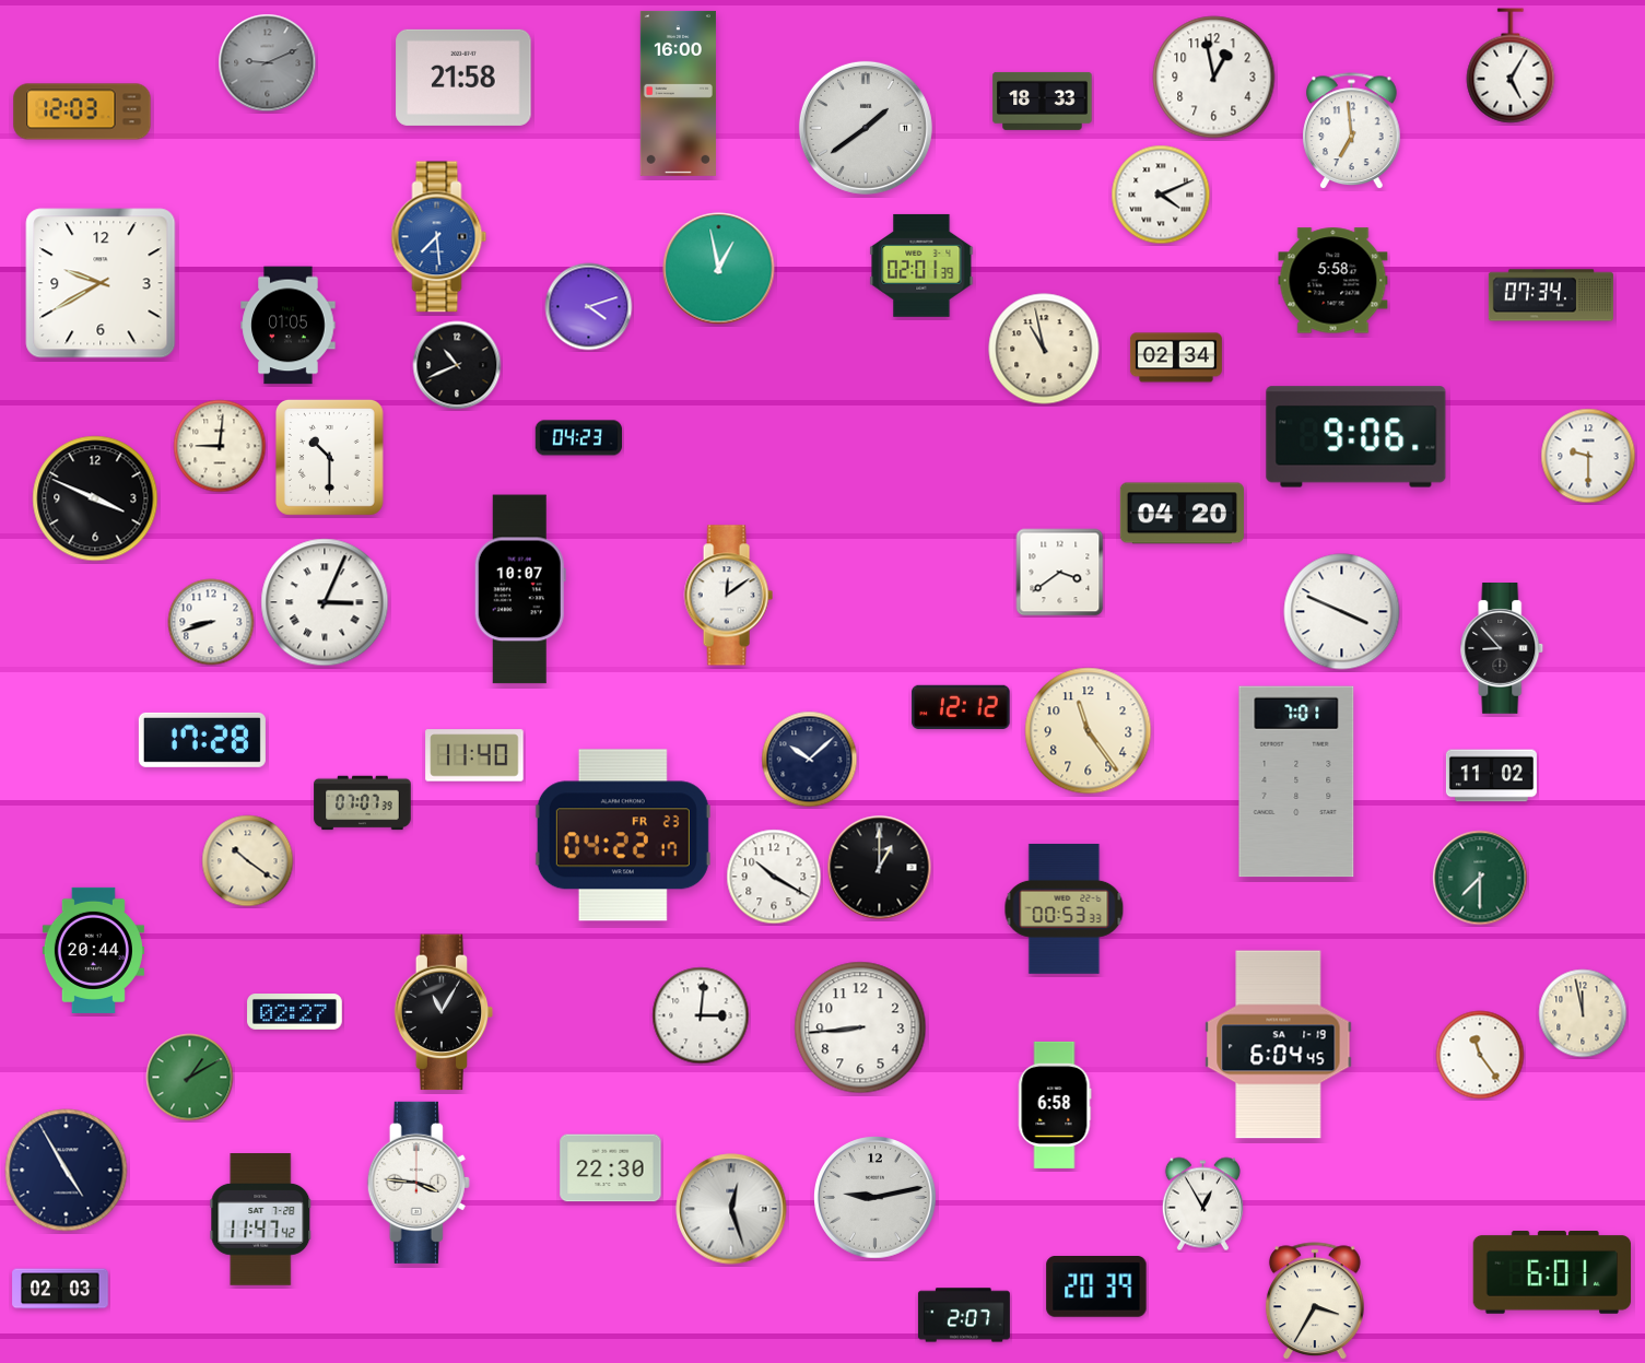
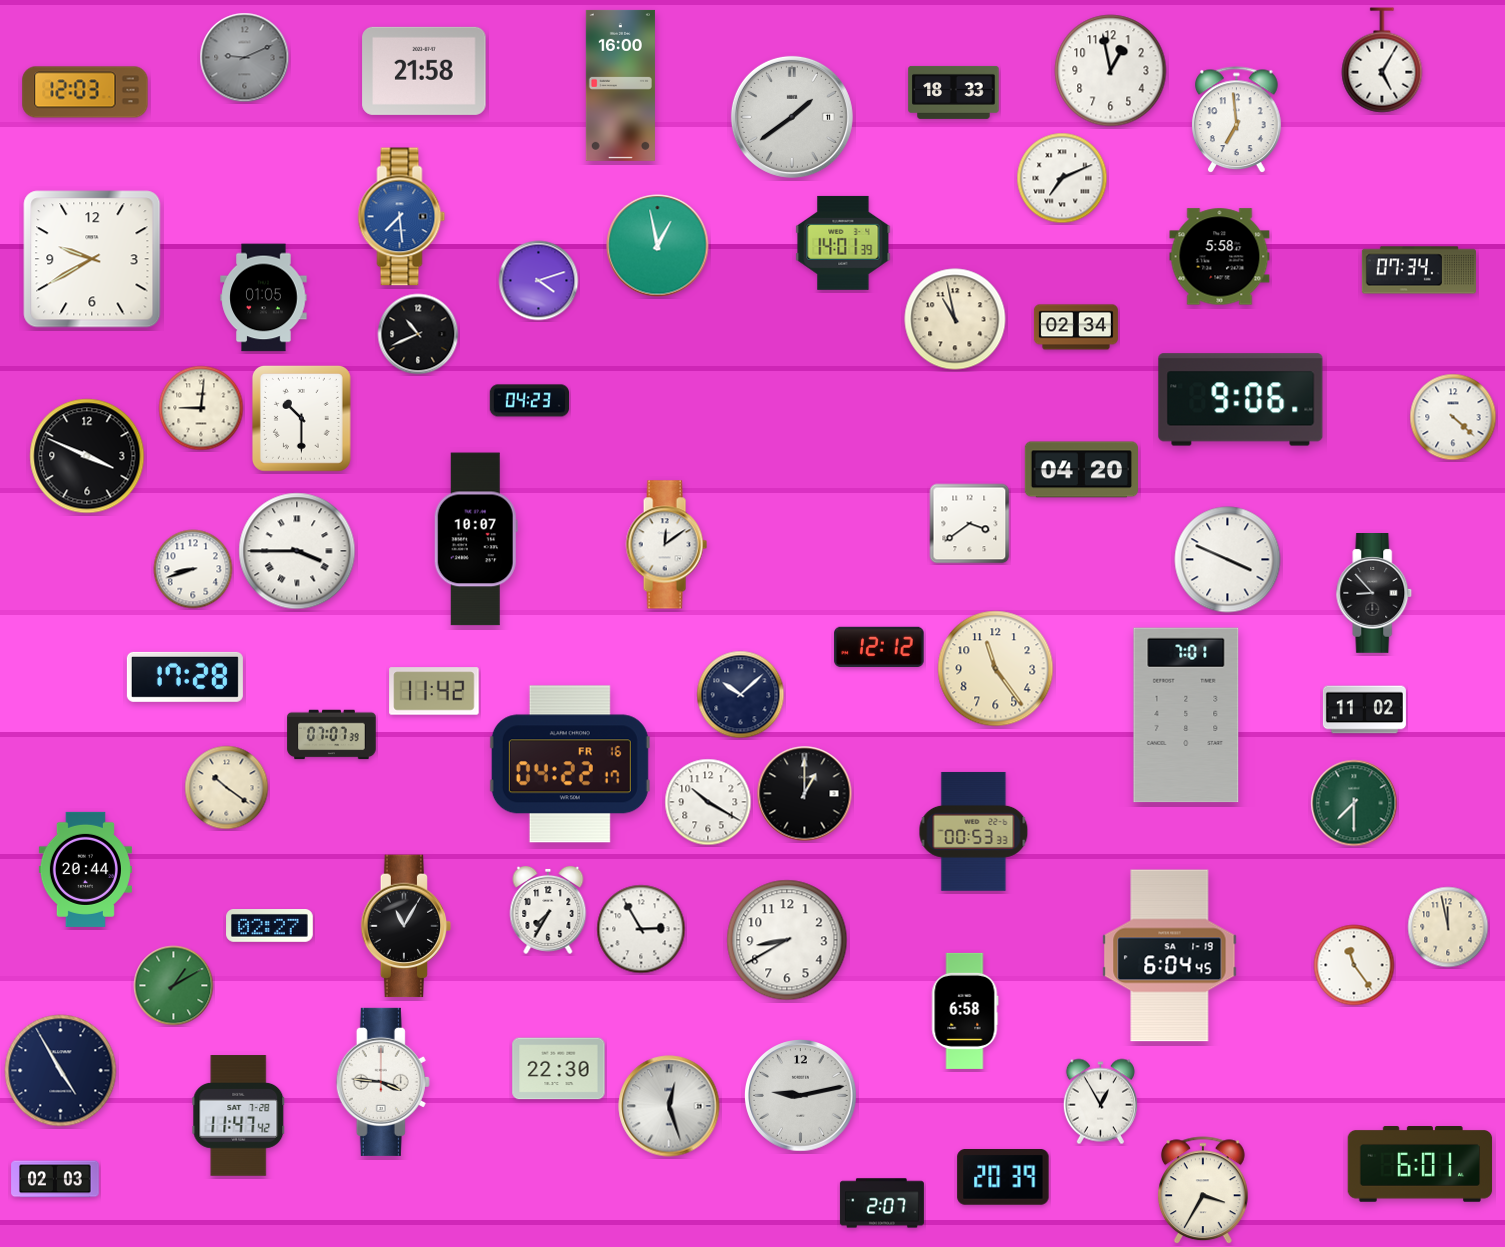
clock at (82, 111) position: (82, 111) -> (85, 92)
clock at (1161, 195): 4:11 -> 7:11
clock at (921, 266): 02:01 -> 14:01
clock at (1588, 456): 9:30 -> 4:22
clock at (325, 602): 3:04 -> 3:45
clock at (474, 755): 11:40 -> 11:42
clock at (623, 835) date: FR 23 -> FR 16
clock at (548, 910): none -> 7:35
clock at (701, 1015): 3:01 -> 2:55
clock at (860, 1027): 8:44 -> 8:40
